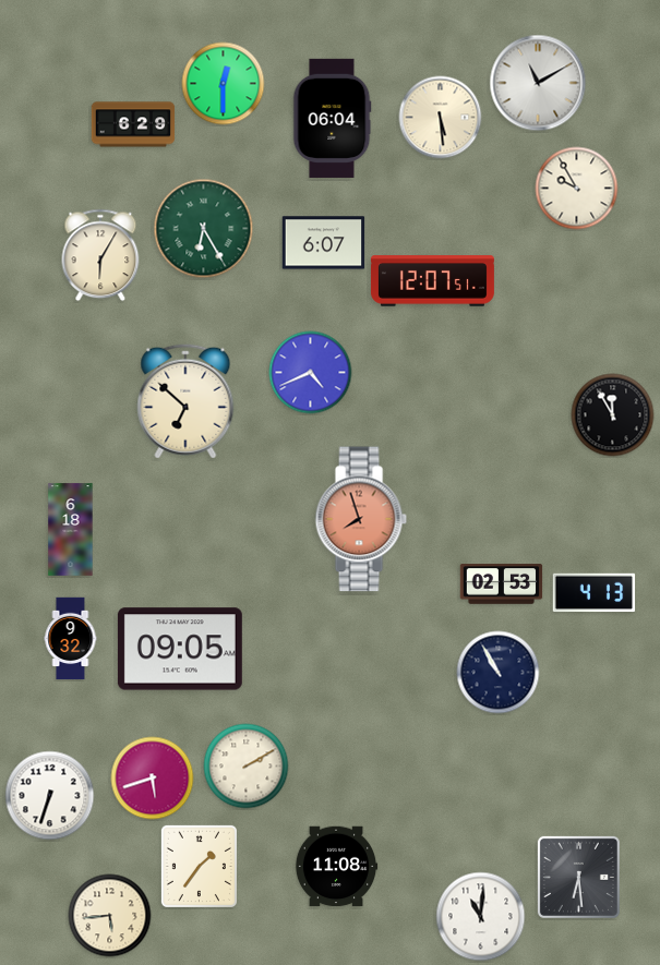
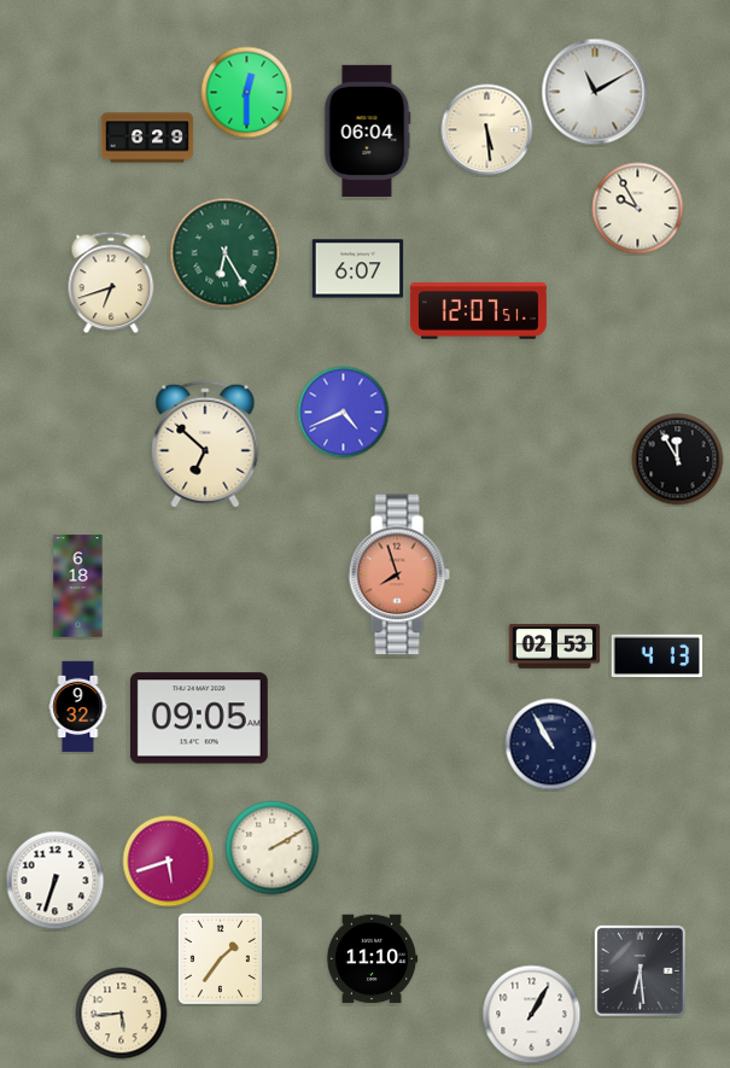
clock at (100, 255): 6:05 -> 6:42
clock at (336, 867): 11:08 -> 11:10
clock at (481, 917): 11:01 -> 1:05
